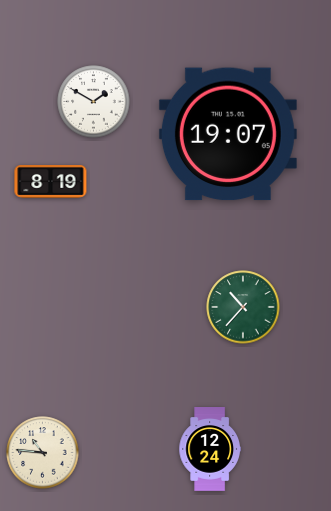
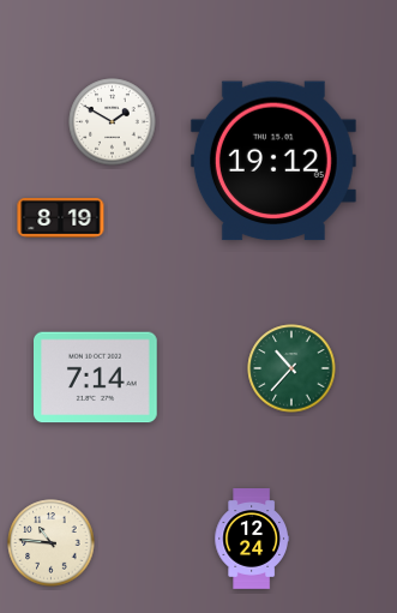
clock at (228, 134): 19:07 -> 19:12
clock at (96, 378): none -> 7:14
